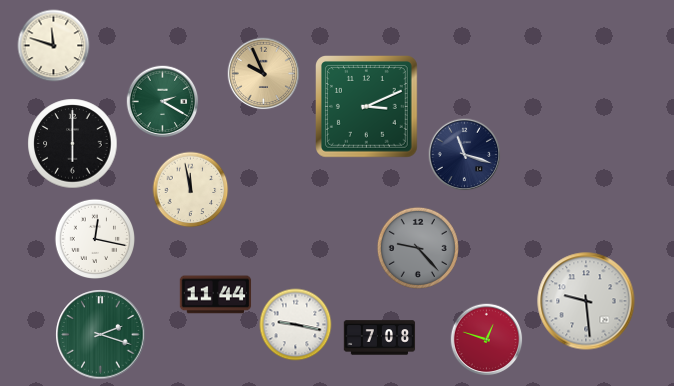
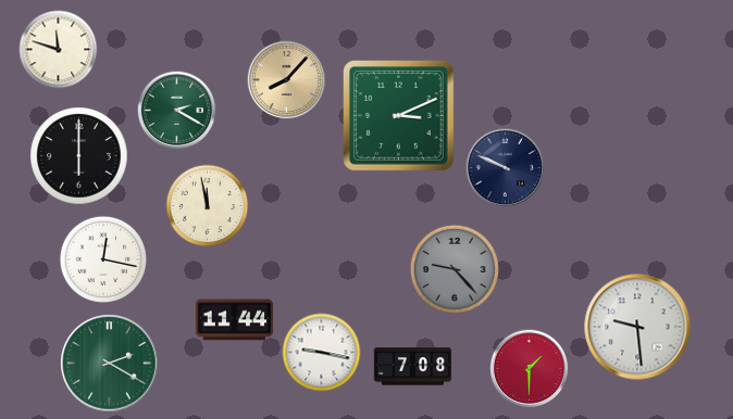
clock at (264, 74): 9:56 -> 8:07
clock at (465, 155): 11:18 -> 9:49
clock at (101, 335): 2:18 -> 2:20
clock at (487, 340): 12:48 -> 1:30
